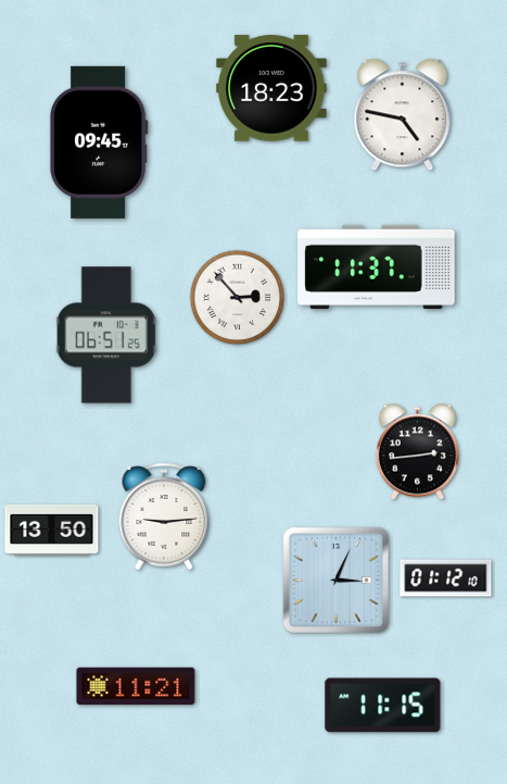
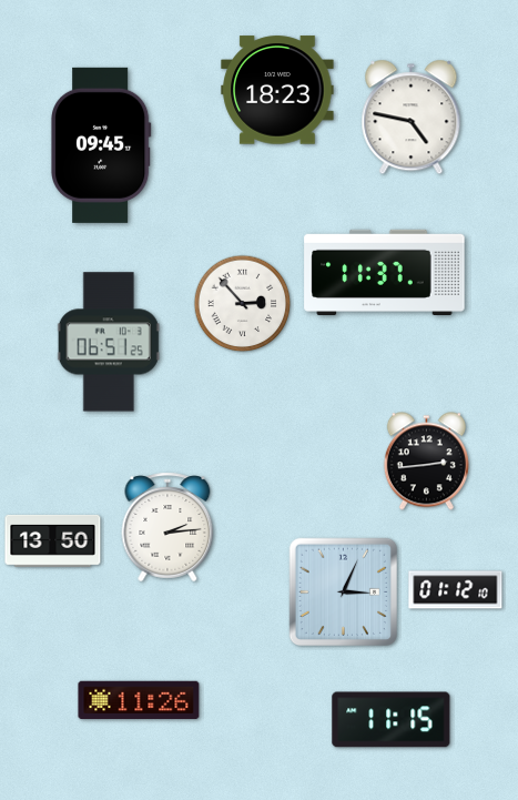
clock at (164, 517): 9:14 -> 2:14
clock at (136, 686): 11:21 -> 11:26
